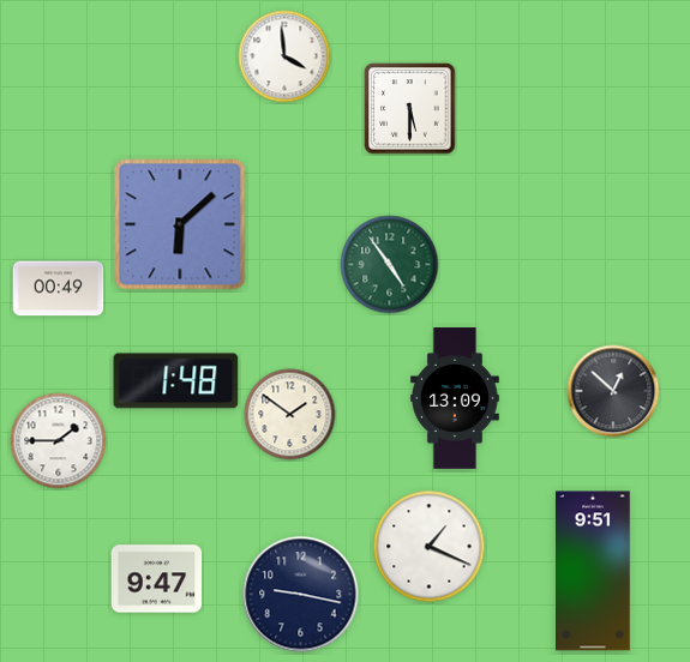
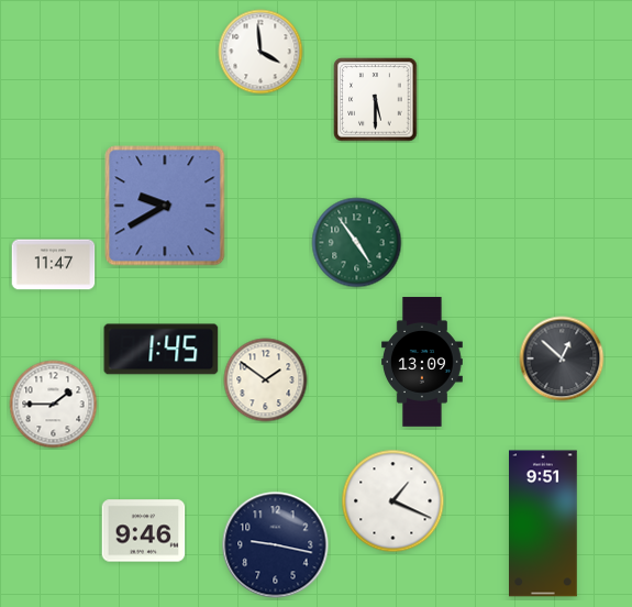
clock at (180, 224): 6:08 -> 9:40
clock at (59, 289): 00:49 -> 11:47
clock at (176, 381): 1:48 -> 1:45
clock at (456, 398) position: (456, 398) -> (423, 362)
clock at (157, 579): 9:47 -> 9:46
